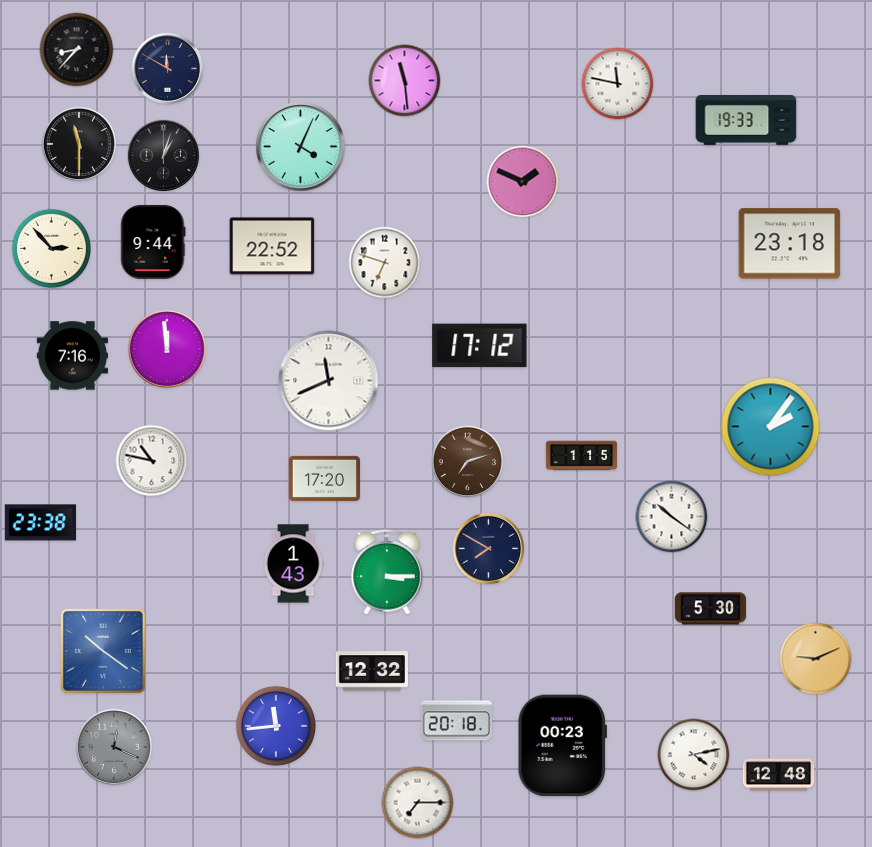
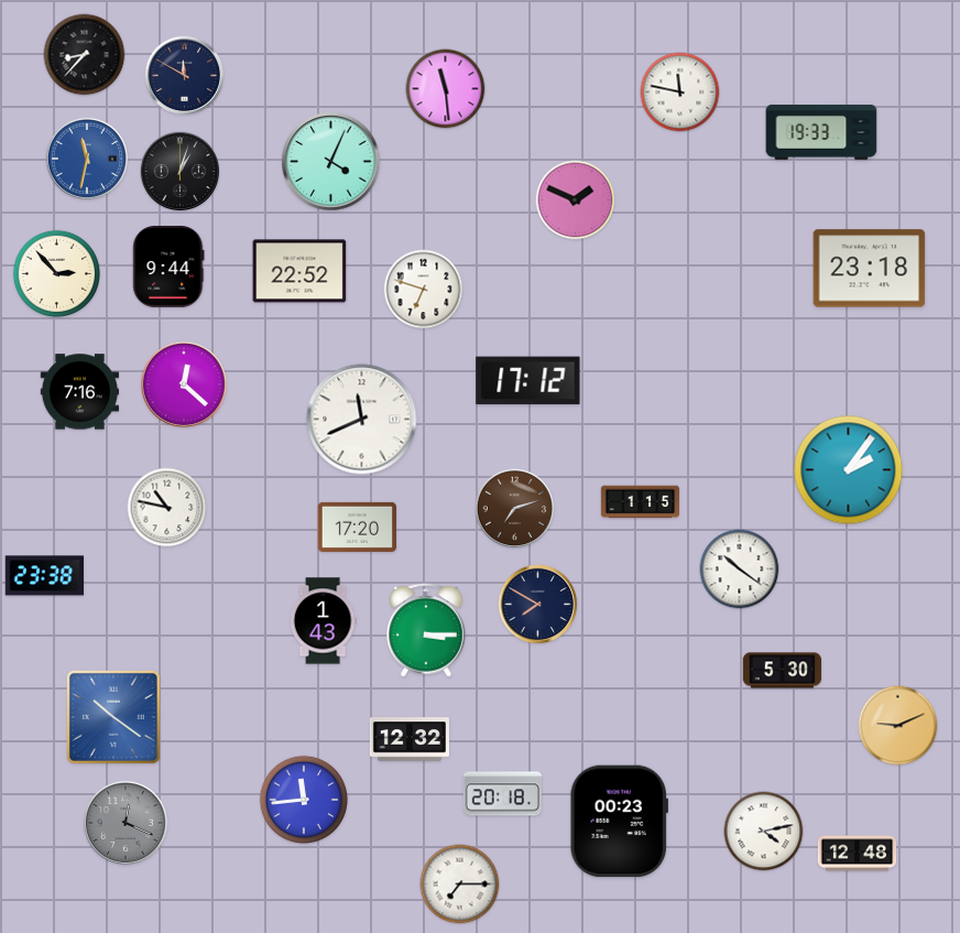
clock at (79, 144): 11:30 -> 11:32
clock at (79, 144) dial: black -> blue
clock at (167, 349): 11:59 -> 12:22
